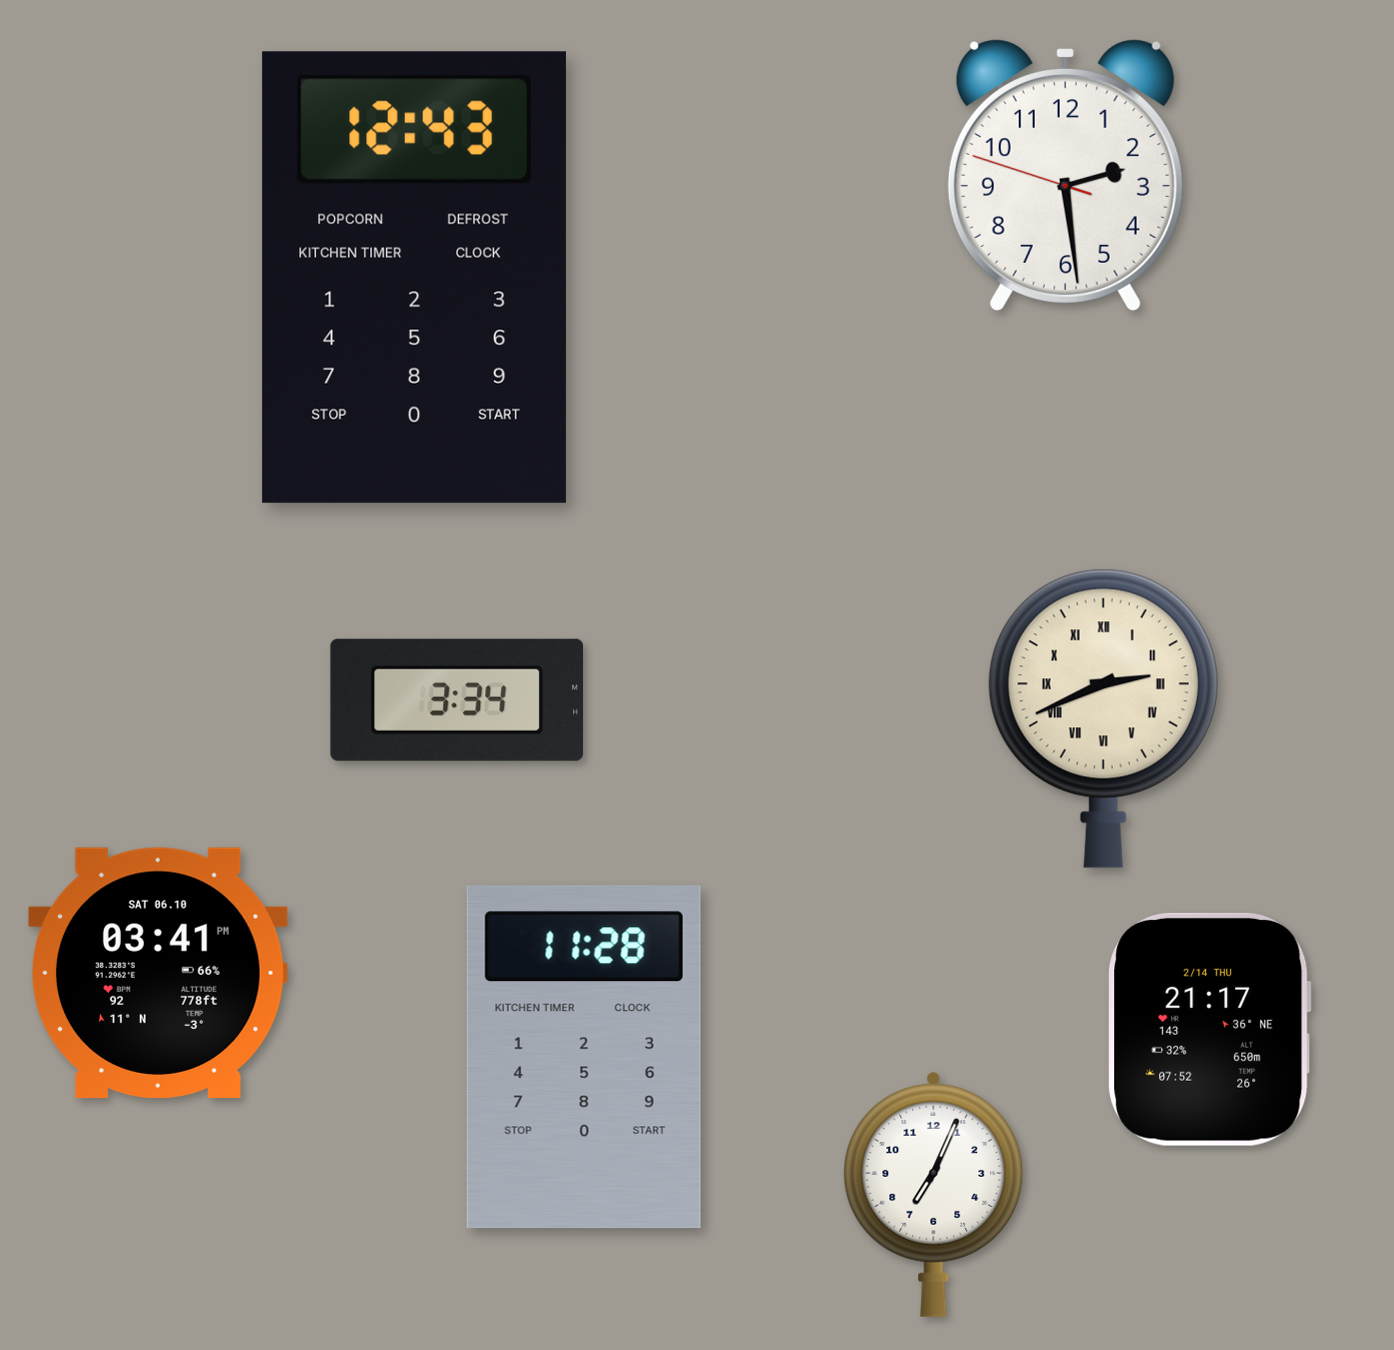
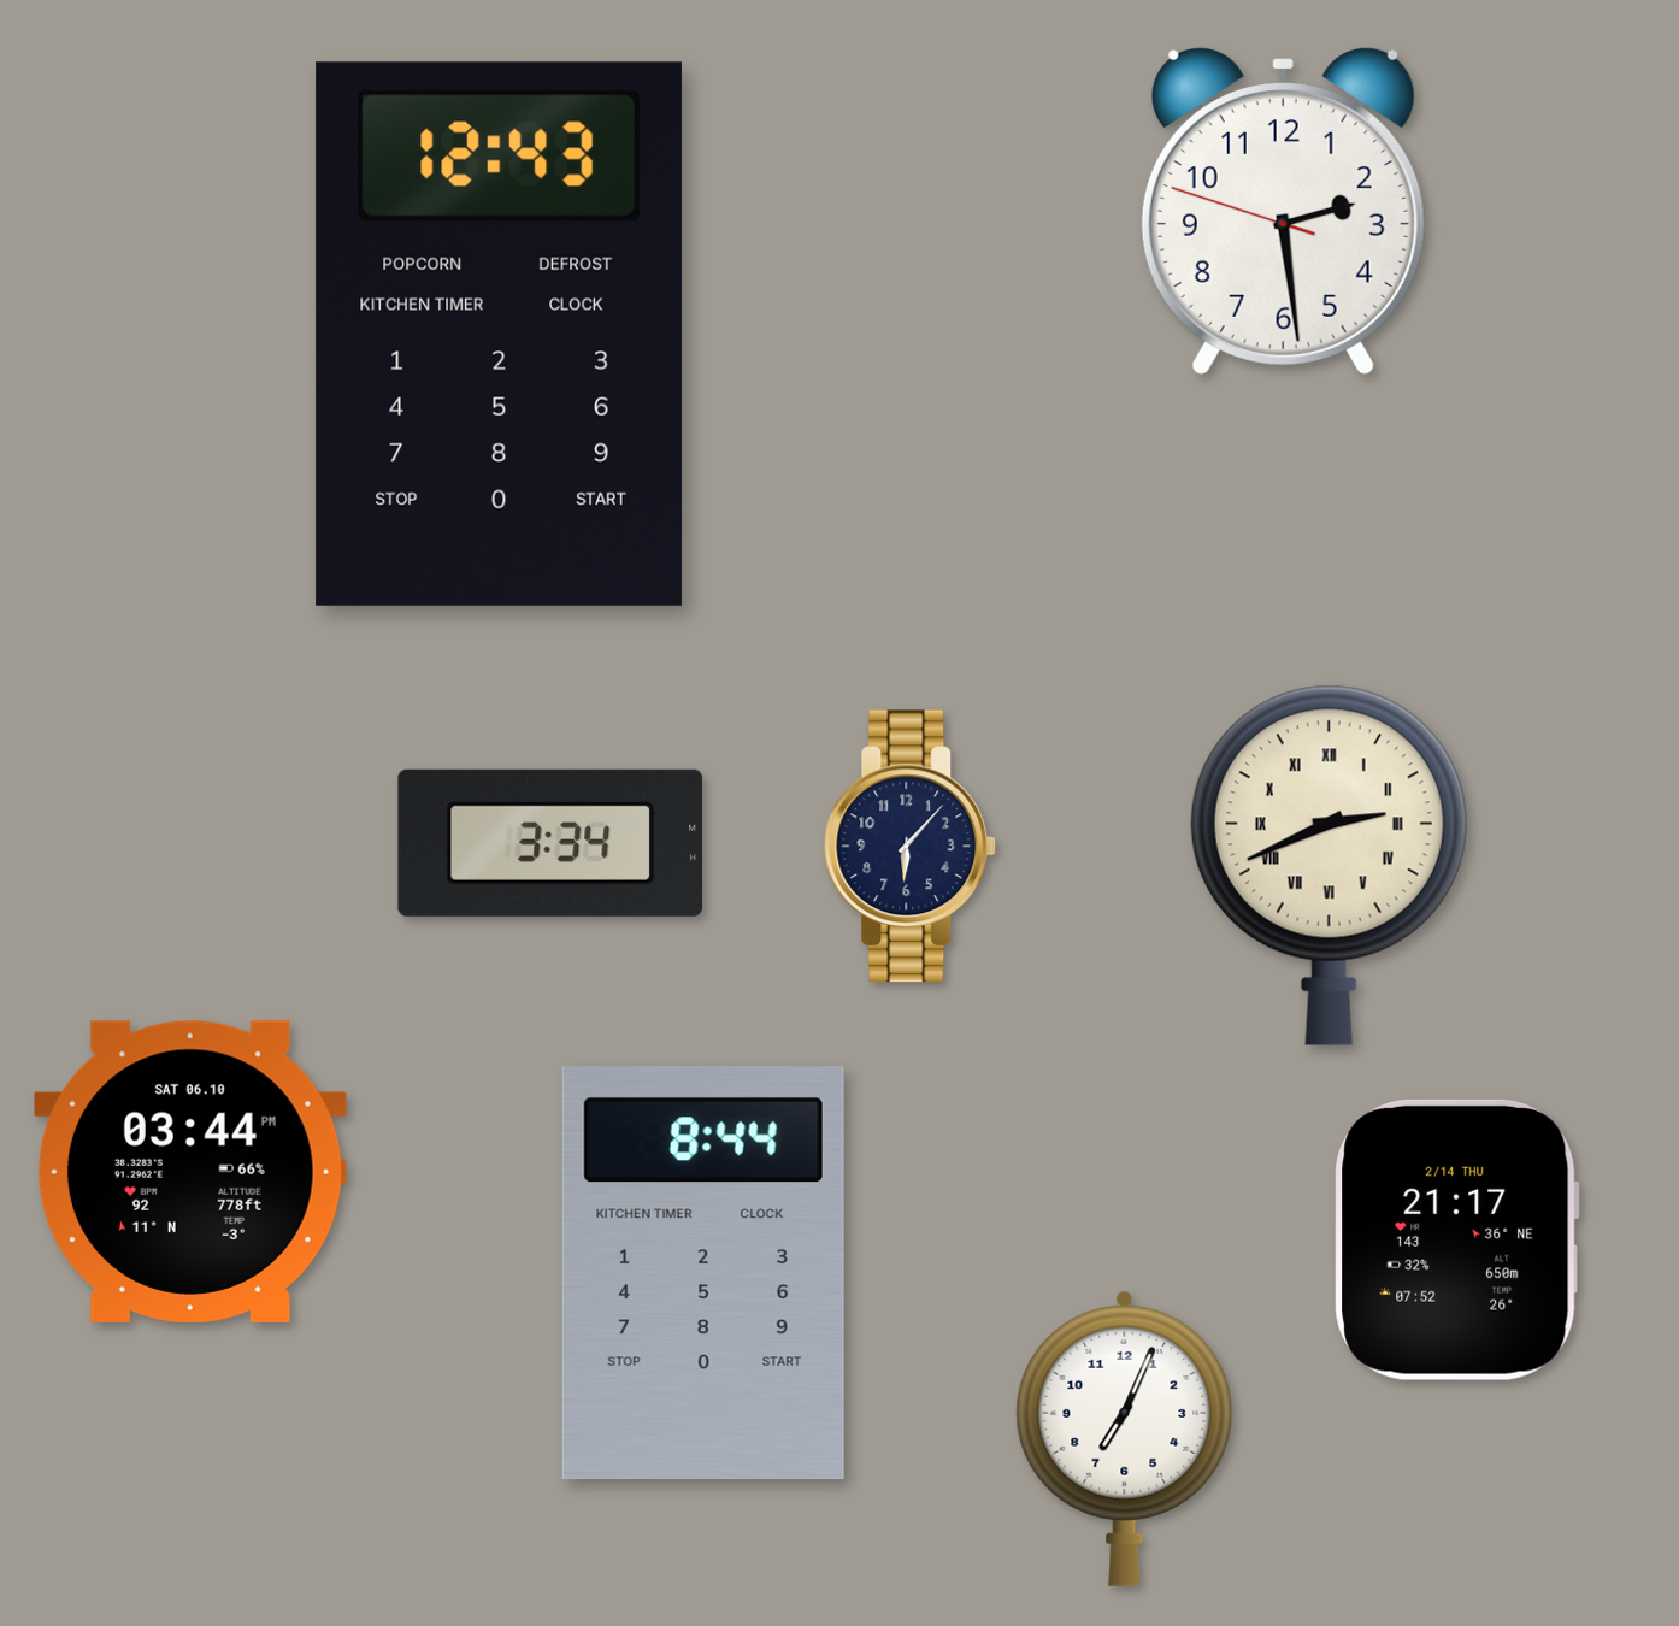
clock at (911, 847): none -> 6:07
clock at (158, 973): 03:41 -> 03:44
clock at (584, 1057): 11:28 -> 8:44
